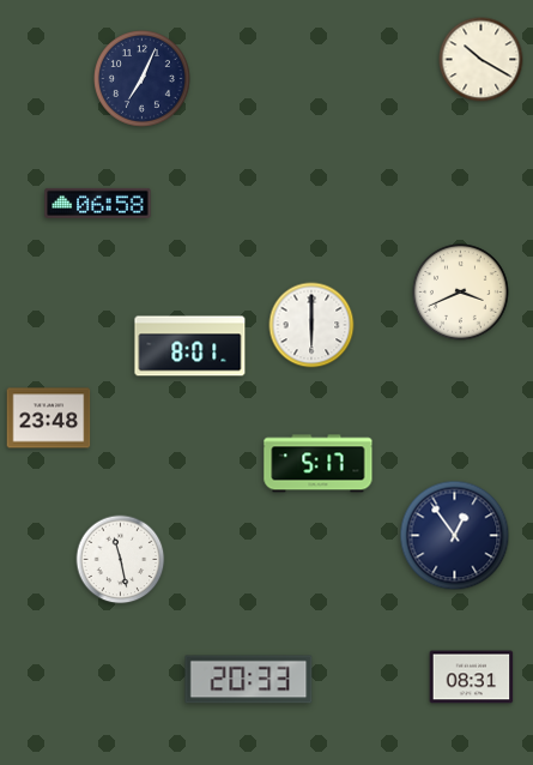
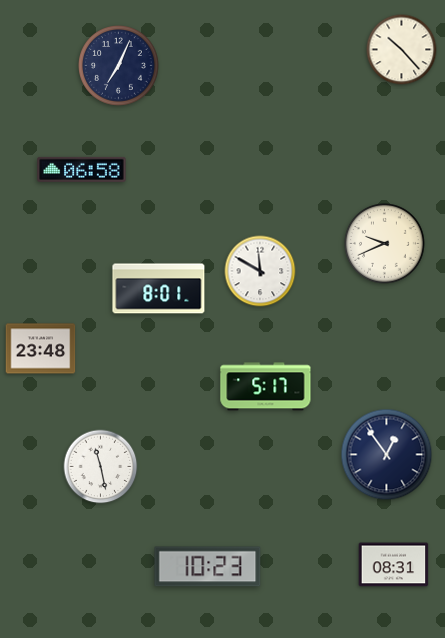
clock at (481, 60): 10:20 -> 10:23
clock at (461, 293): 3:41 -> 9:41
clock at (311, 325): 6:00 -> 11:50
clock at (455, 536) position: (455, 536) -> (387, 455)
clock at (249, 680): 20:33 -> 10:23
